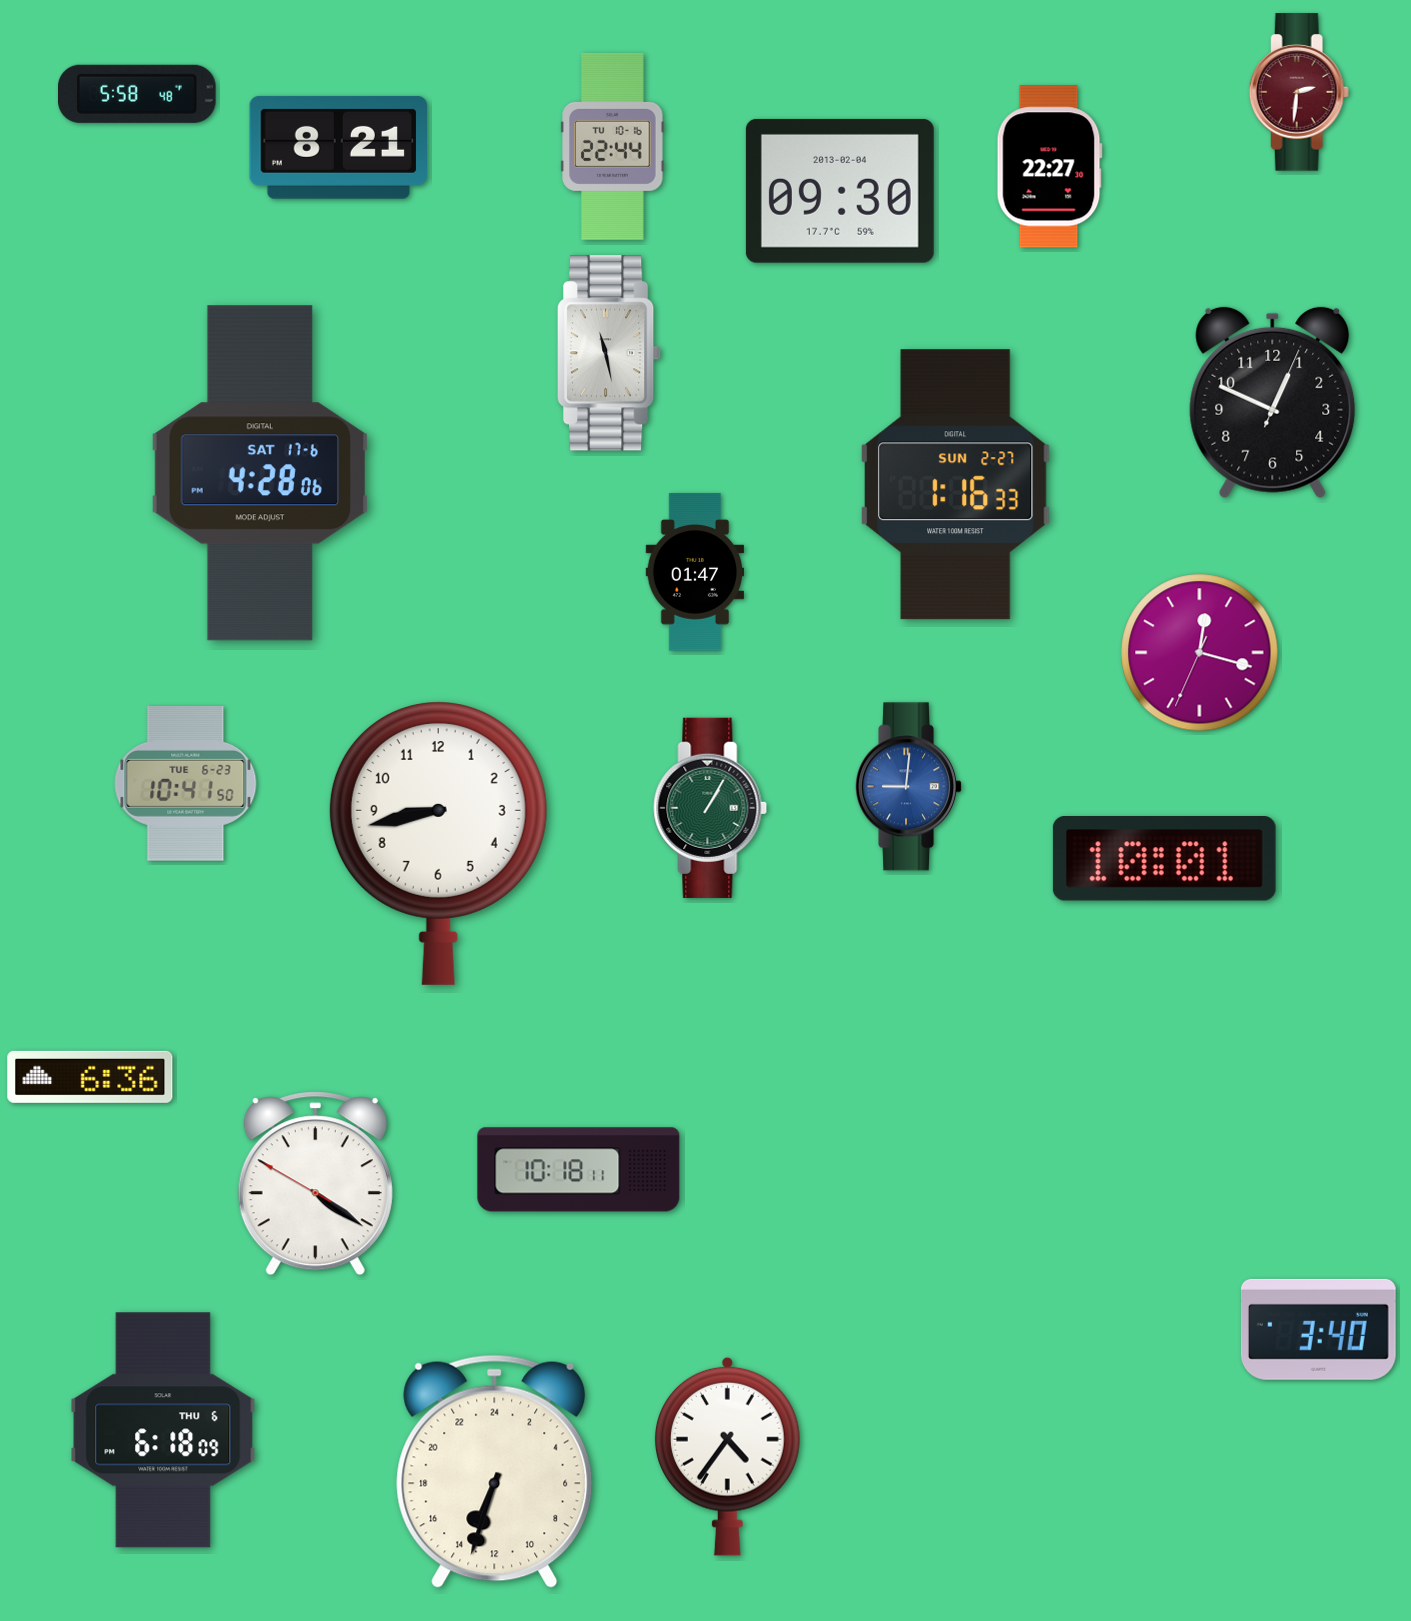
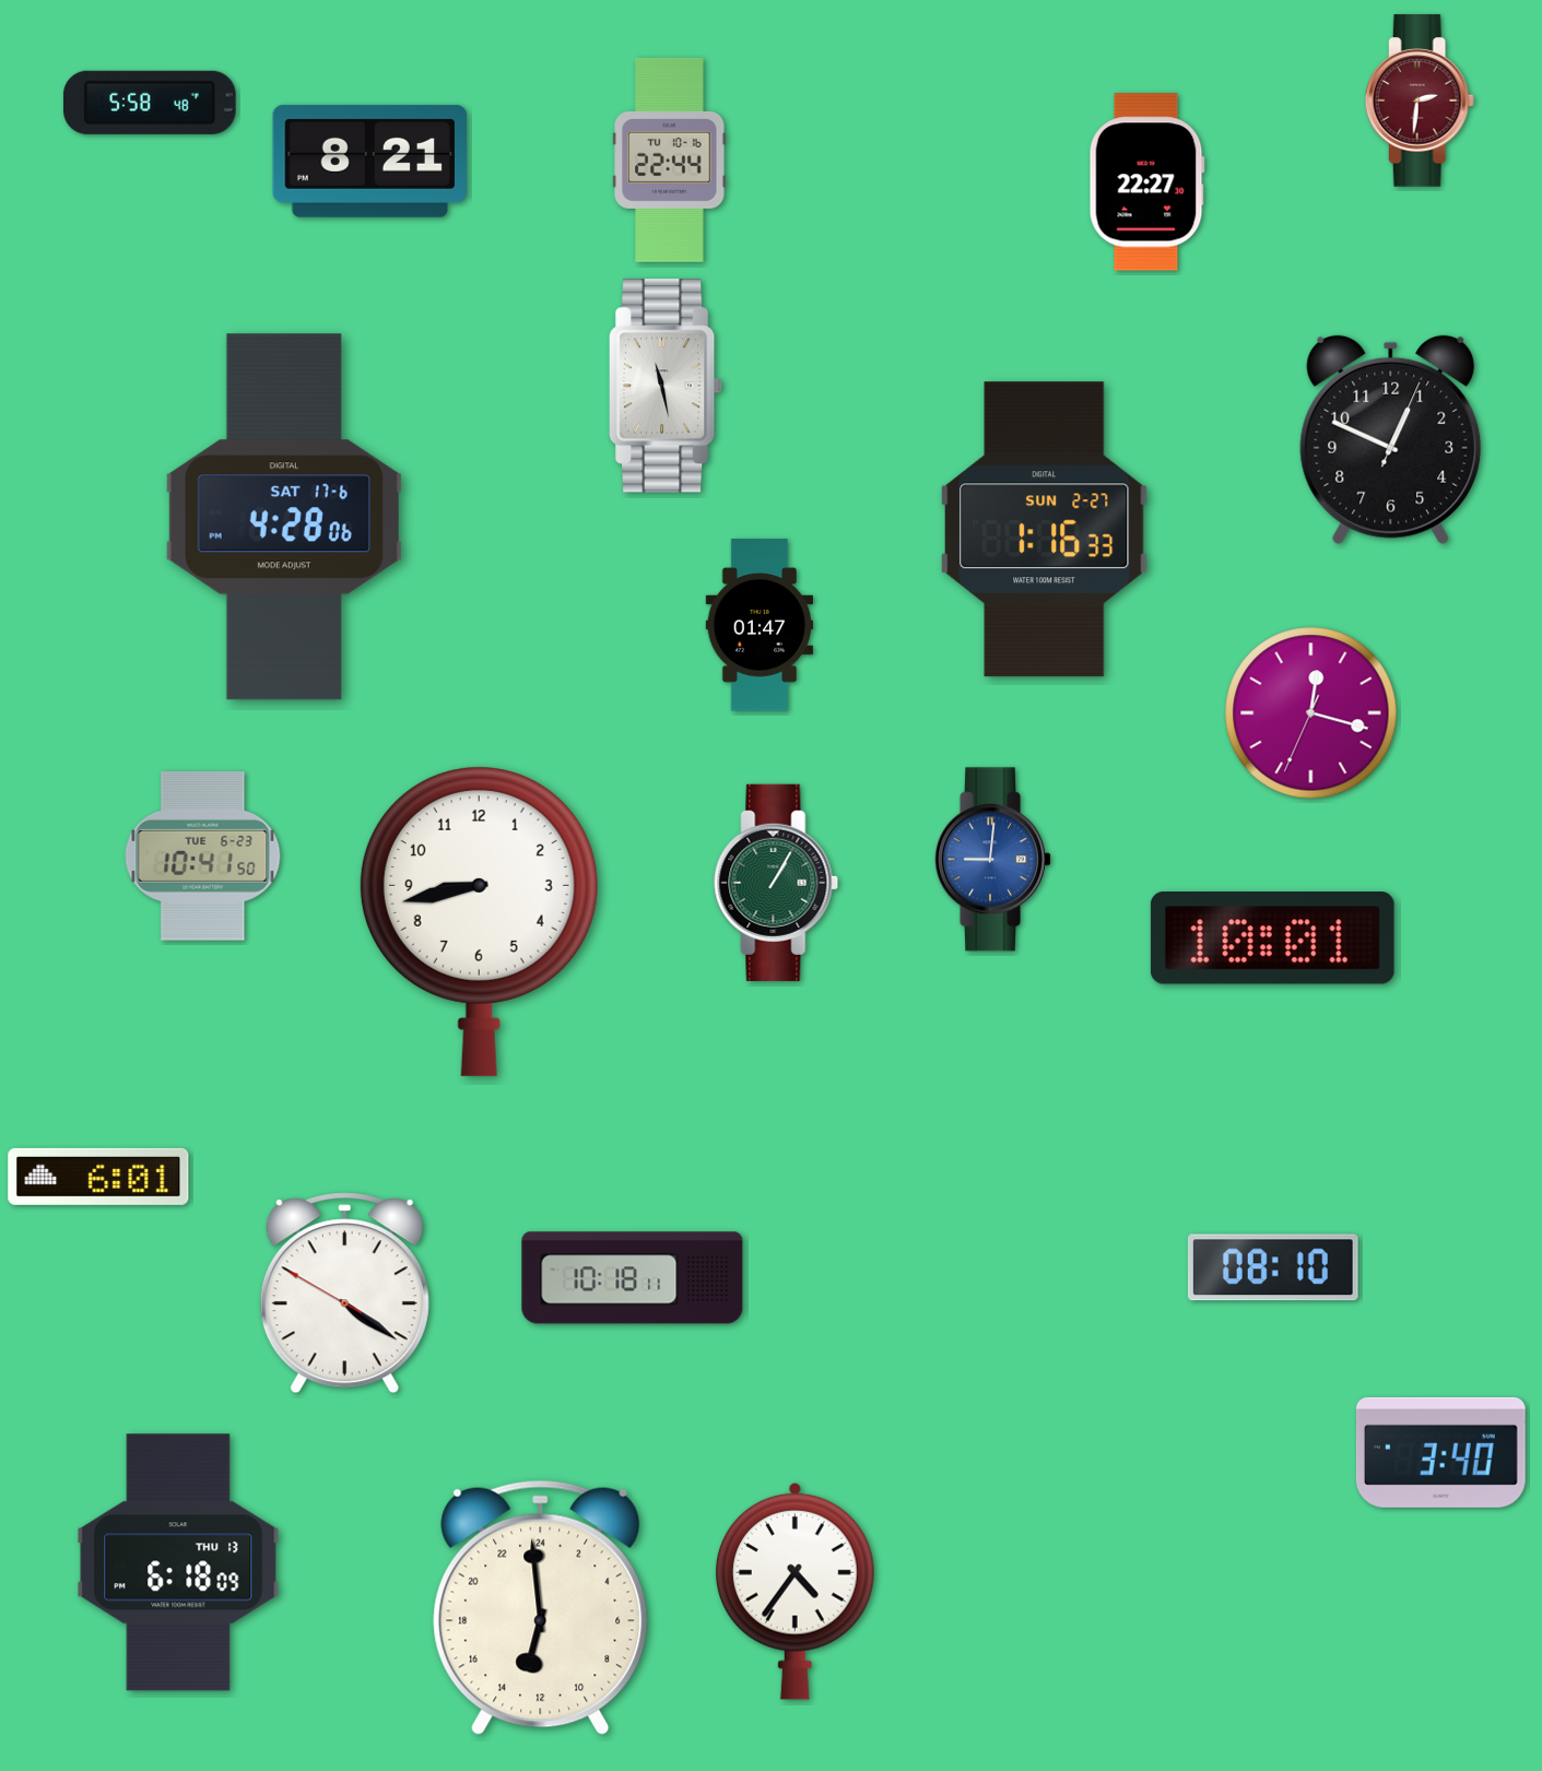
clock at (840, 191): 09:30 -> none
clock at (90, 1077): 6:36 -> 6:01
clock at (1273, 1267): none -> 08:10
clock at (163, 1430) date: THU 6 -> THU 13
clock at (495, 1471): 13:33 -> 12:59
